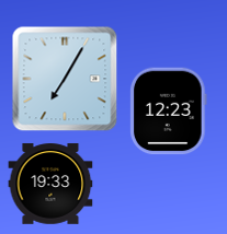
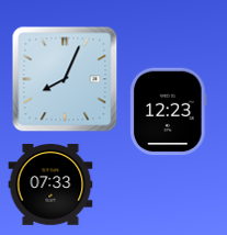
clock at (65, 79): 7:05 -> 8:04
clock at (50, 184): 19:33 -> 07:33
